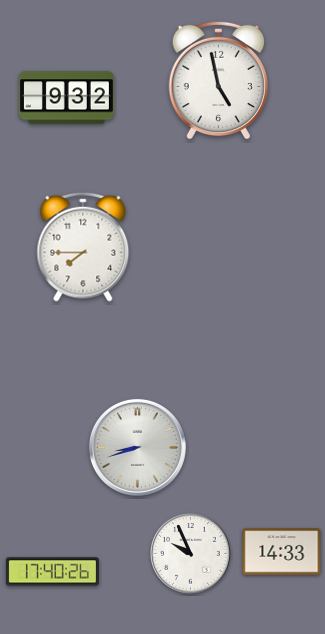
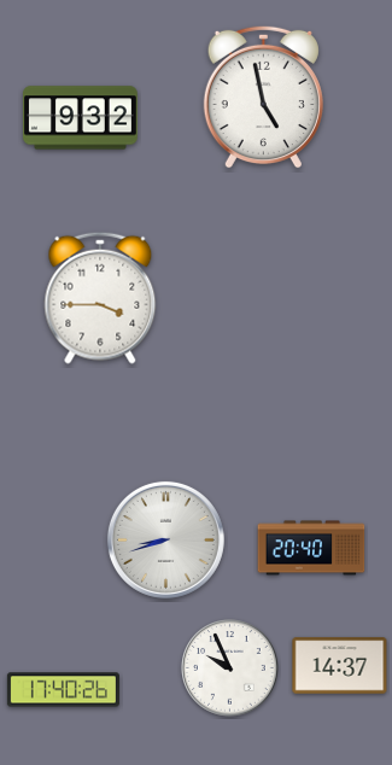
clock at (83, 247): 7:45 -> 3:45
clock at (311, 548): none -> 20:40
clock at (282, 552): 14:33 -> 14:37
